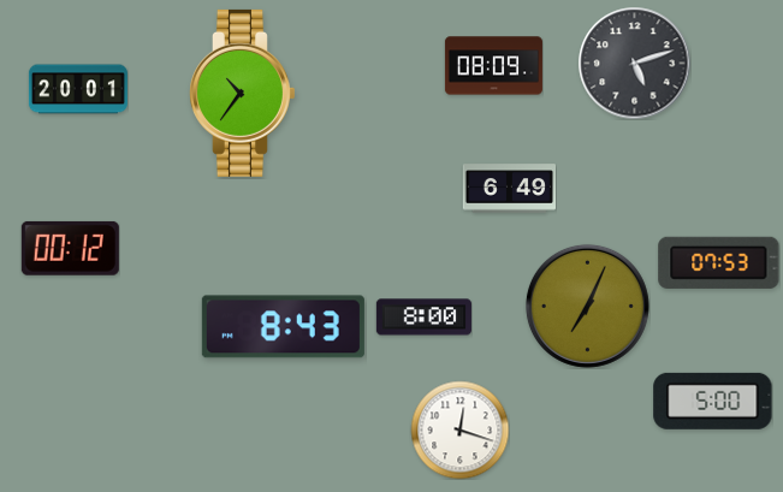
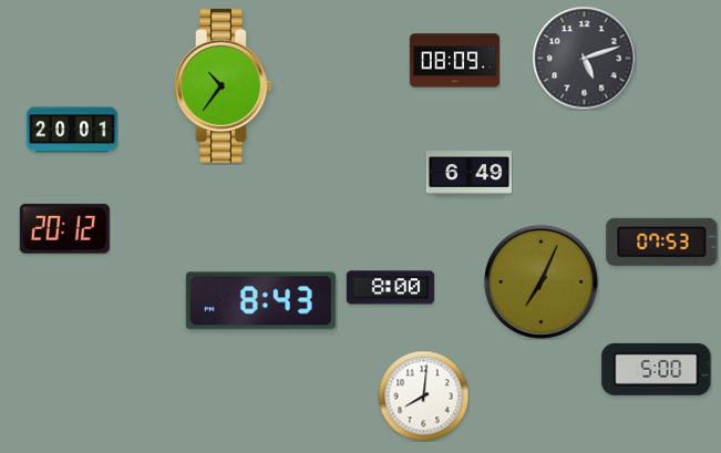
clock at (78, 89) position: (78, 89) -> (72, 130)
clock at (70, 248): 00:12 -> 20:12
clock at (423, 318) position: (423, 318) -> (390, 288)
clock at (459, 429): 12:18 -> 8:01
